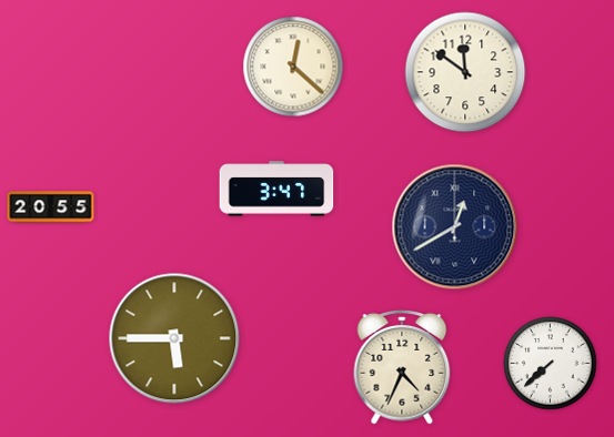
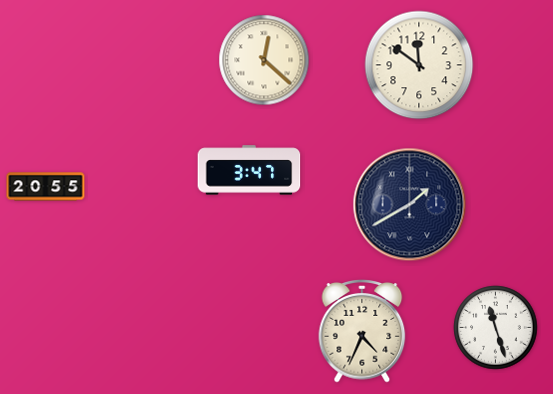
clock at (455, 227): 12:40 -> 1:40
clock at (174, 338): 5:45 -> none
clock at (551, 364): 7:38 -> 11:27
